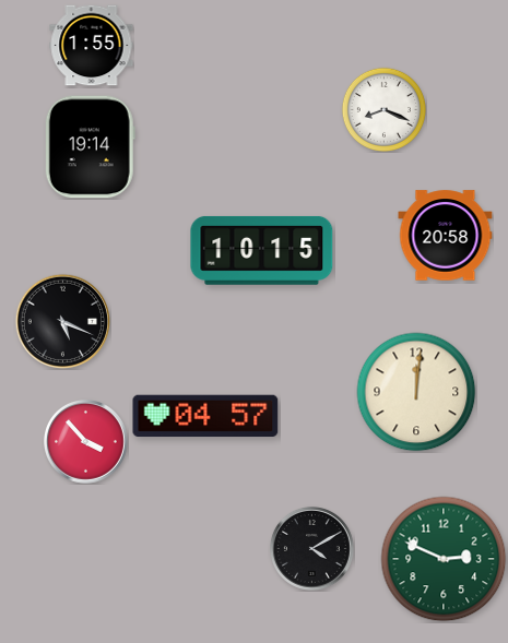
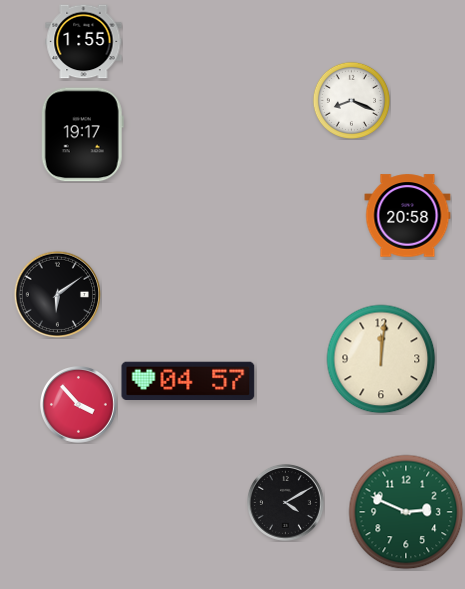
clock at (90, 147): 19:14 -> 19:17
clock at (262, 250): 10:15 -> none
clock at (62, 321): 5:19 -> 6:09
